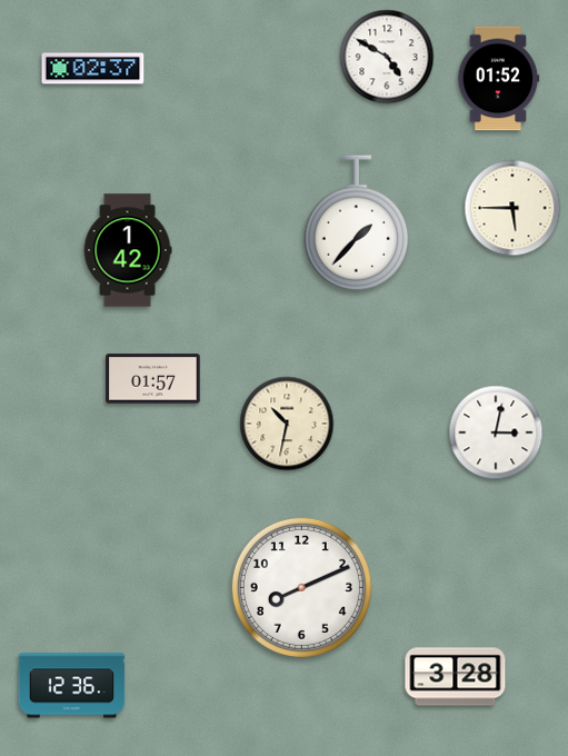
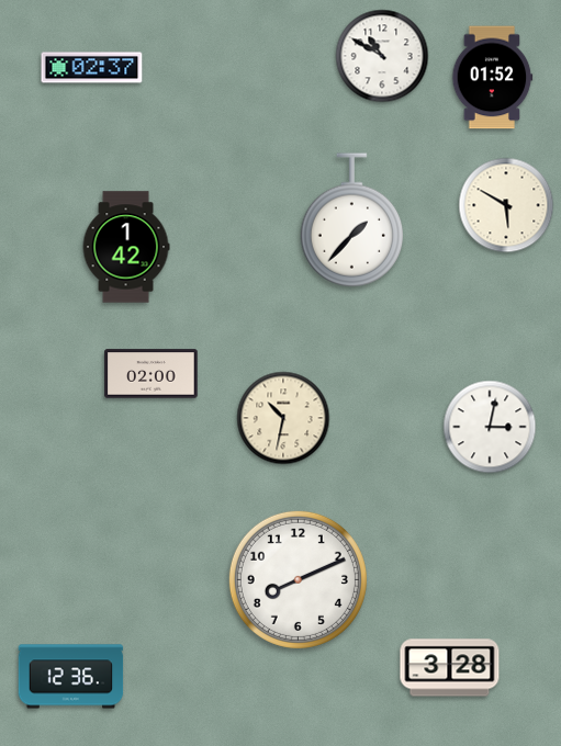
clock at (387, 57): 4:50 -> 10:50
clock at (512, 208): 5:45 -> 5:50
clock at (153, 379): 01:57 -> 02:00
